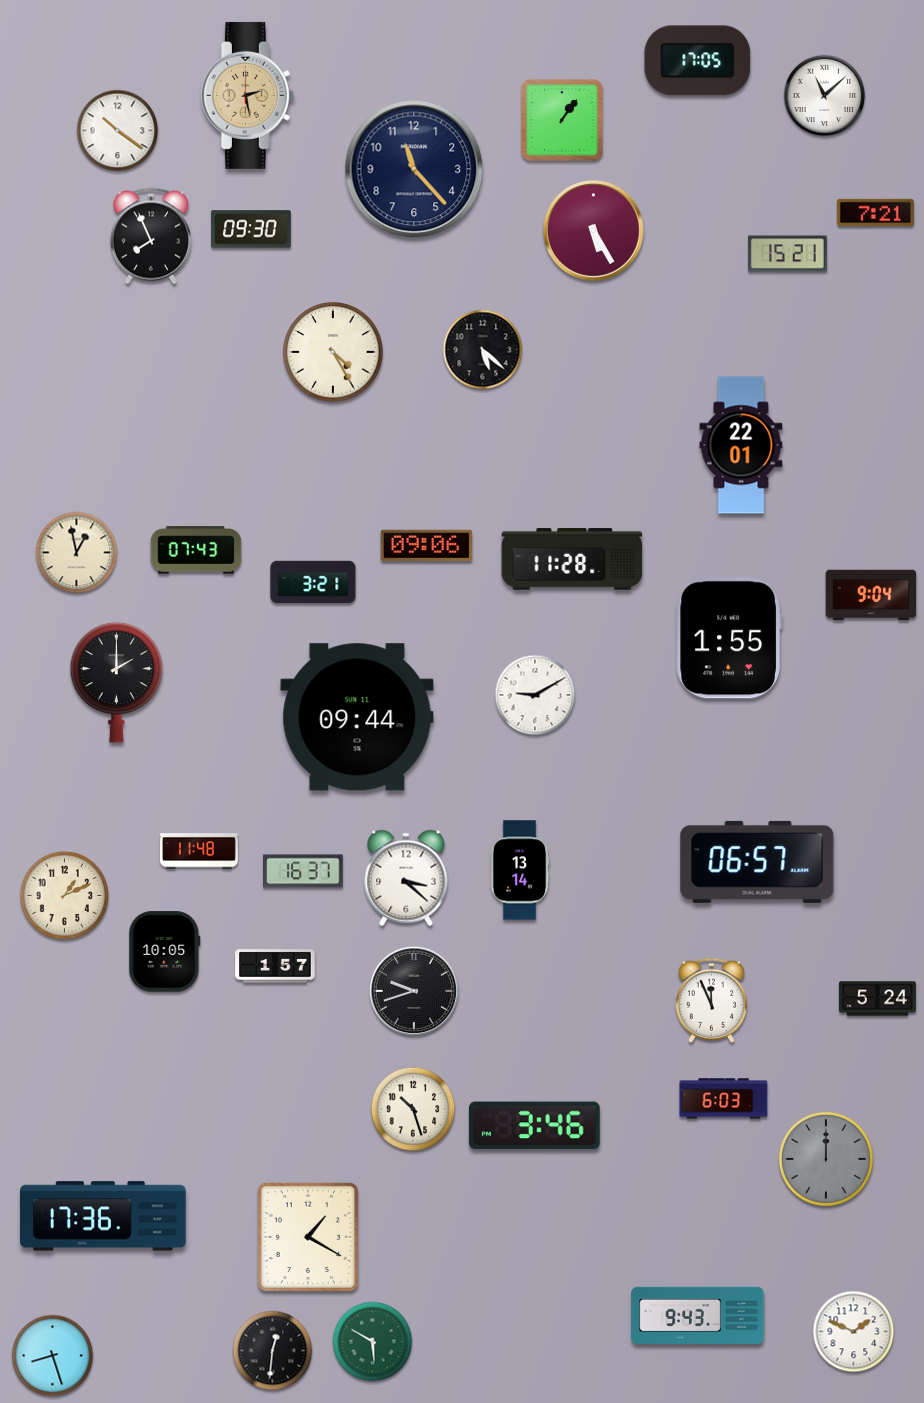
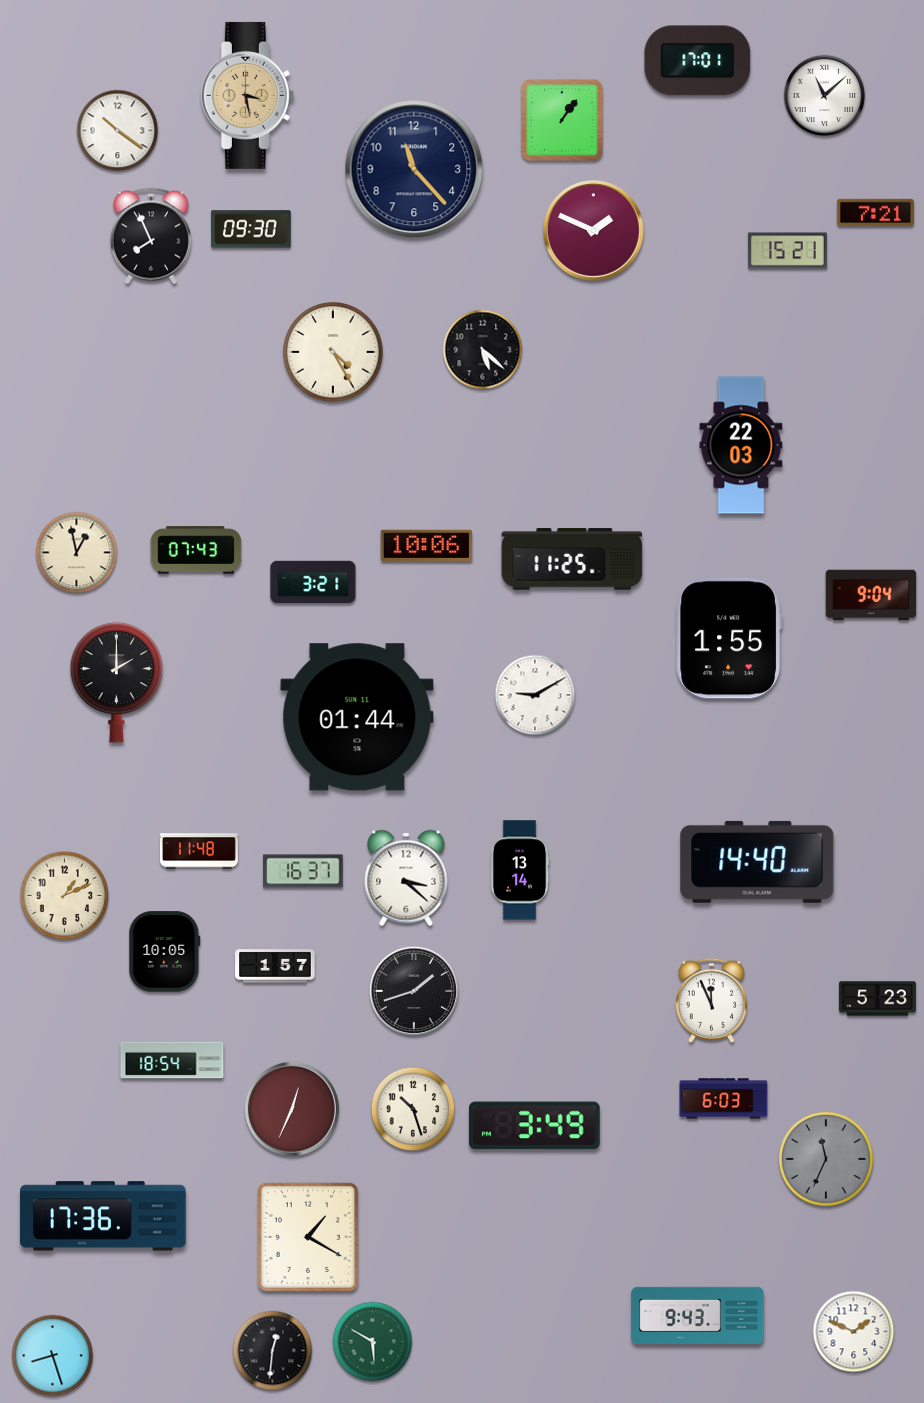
clock at (698, 61): 17:05 -> 17:01
clock at (247, 95): 2:28 -> 3:28
clock at (594, 231): 5:25 -> 1:49
clock at (788, 254) position: (788, 254) -> (788, 251)
clock at (741, 445): 22:01 -> 22:03
clock at (427, 546): 09:06 -> 10:06
clock at (572, 559): 11:28 -> 11:25
clock at (357, 717): 09:44 -> 01:44
clock at (757, 862): 06:57 -> 14:40
clock at (414, 991): 9:42 -> 1:42
clock at (877, 999): 5:24 -> 5:23
clock at (172, 1060): none -> 18:54
clock at (292, 1109): none -> 12:34
clock at (535, 1126): 3:46 -> 3:49
clock at (826, 1159): 12:00 -> 11:34
